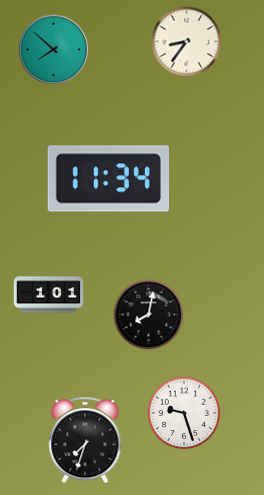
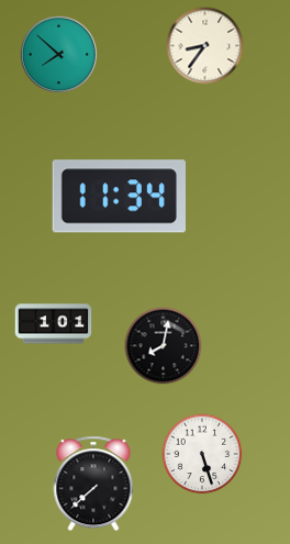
clock at (184, 413): 9:27 -> 5:27
clock at (85, 440): 7:33 -> 7:38
